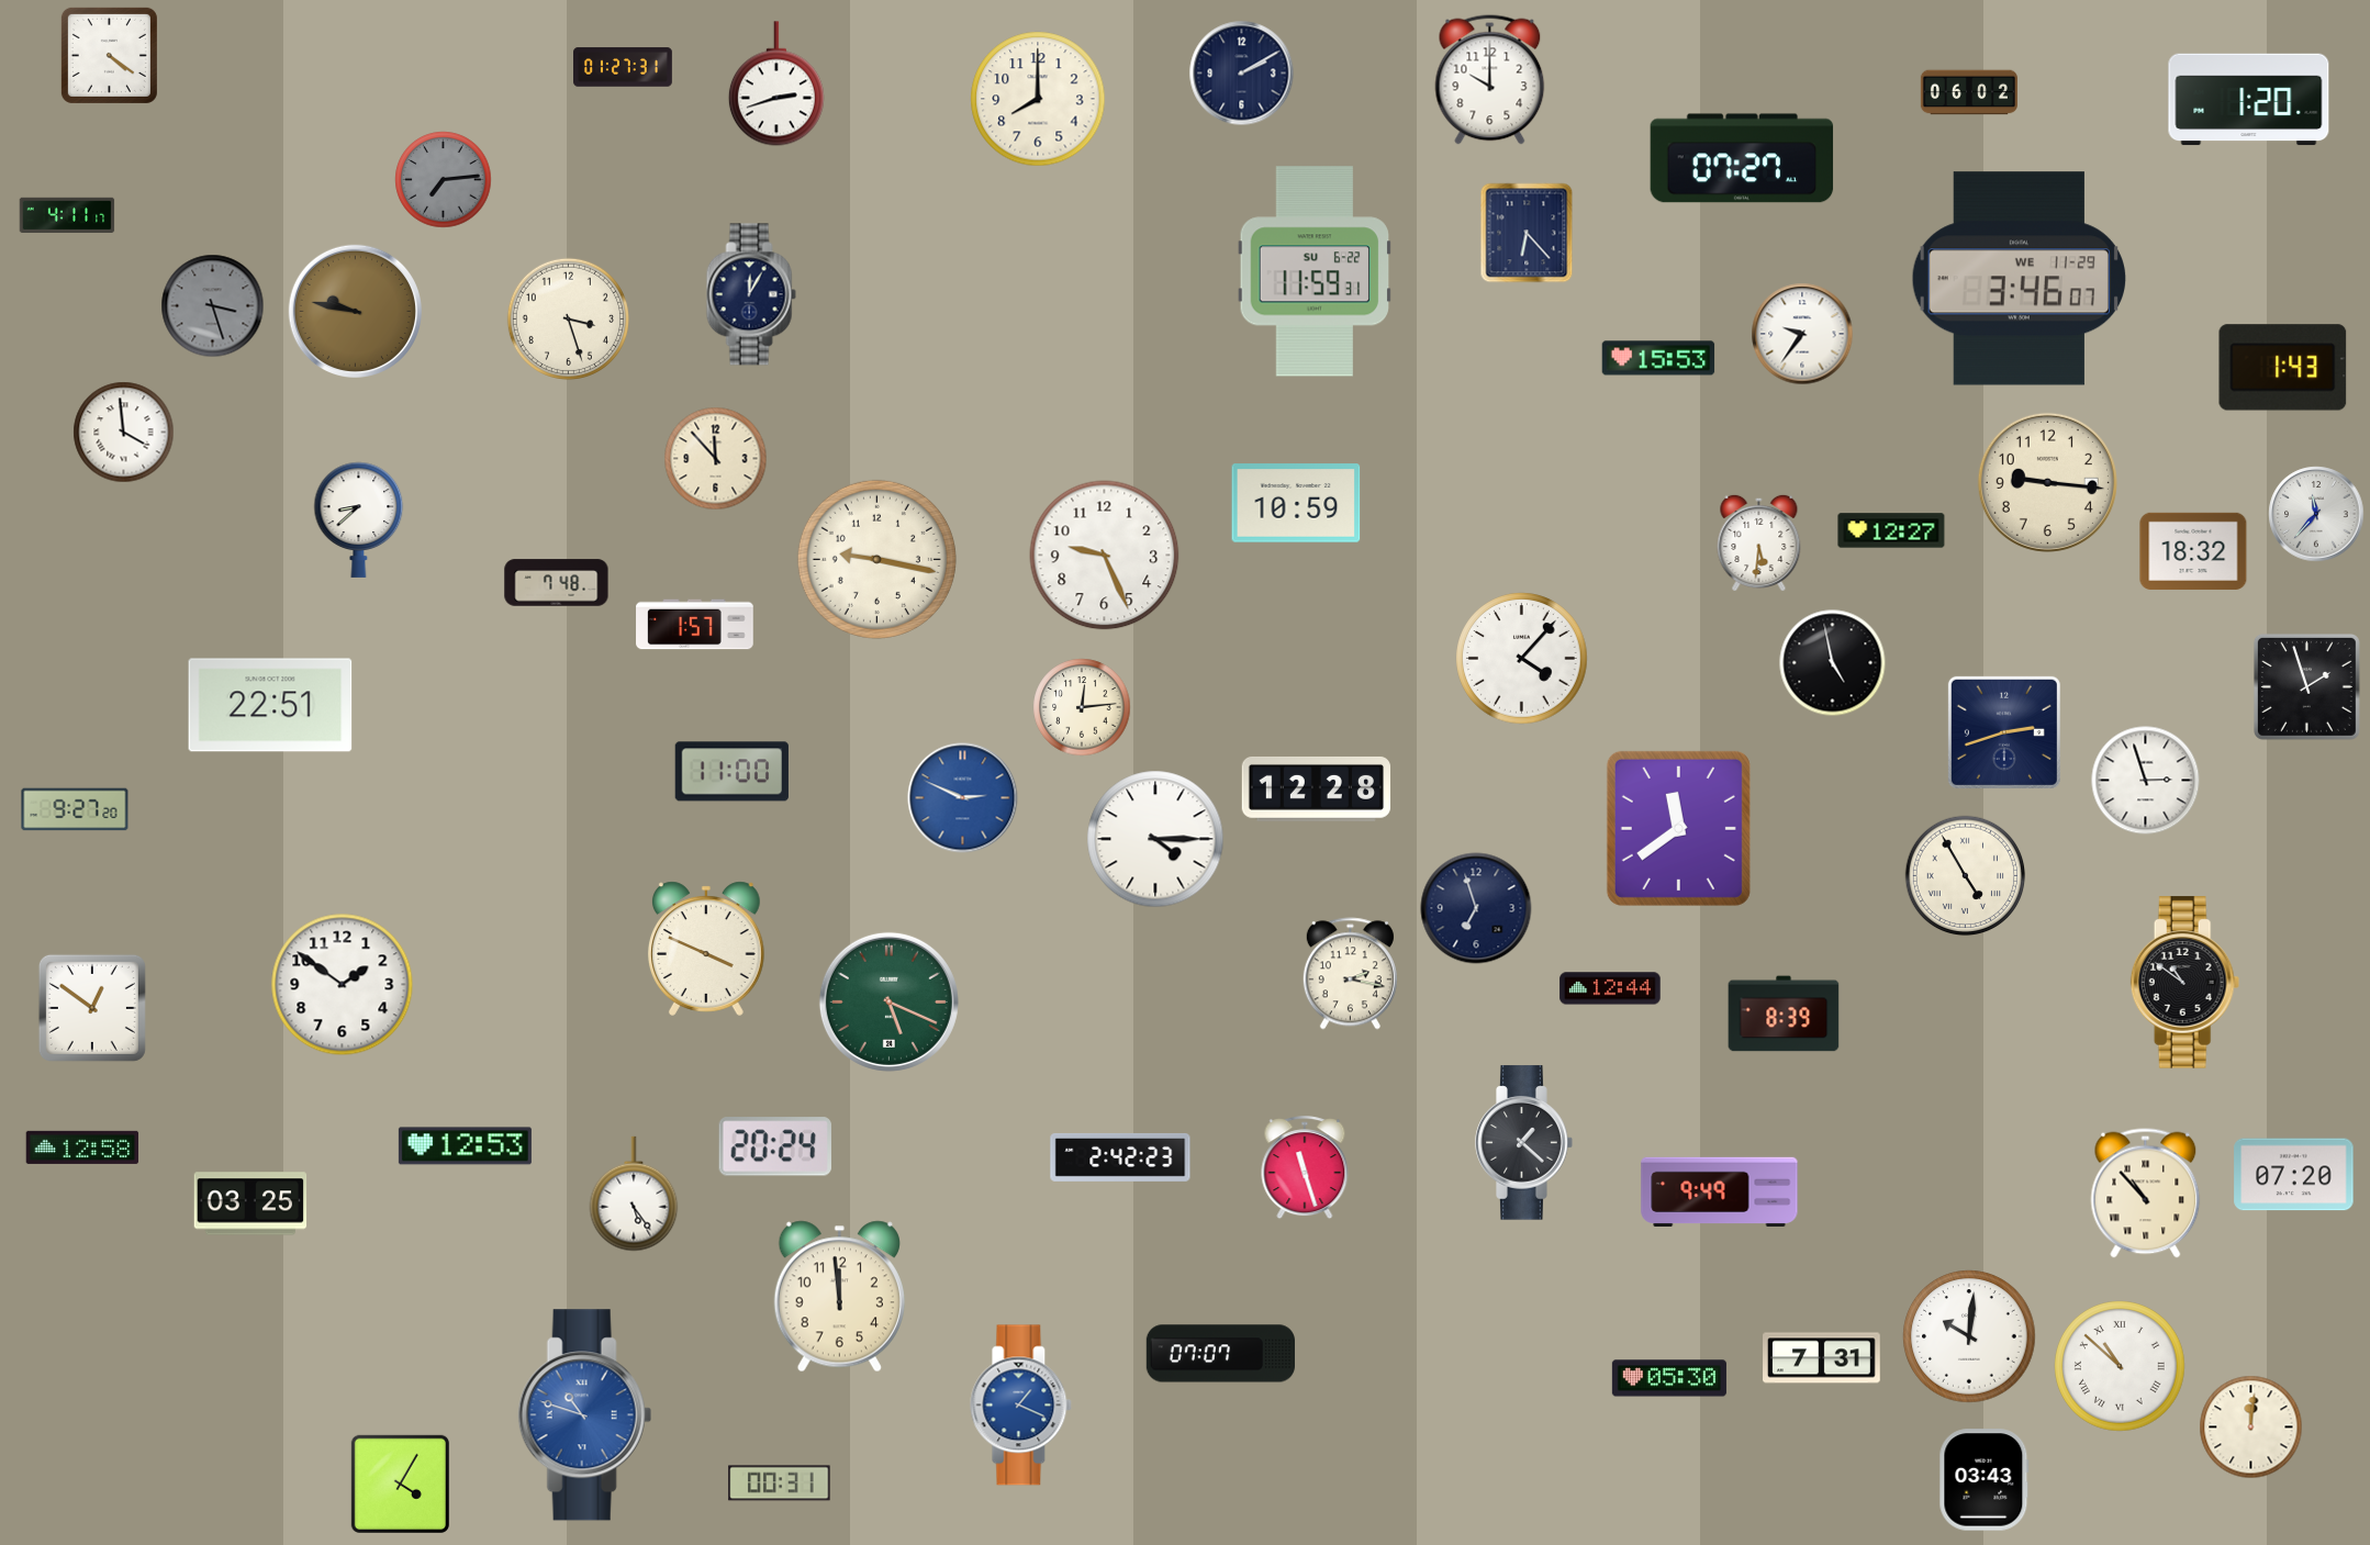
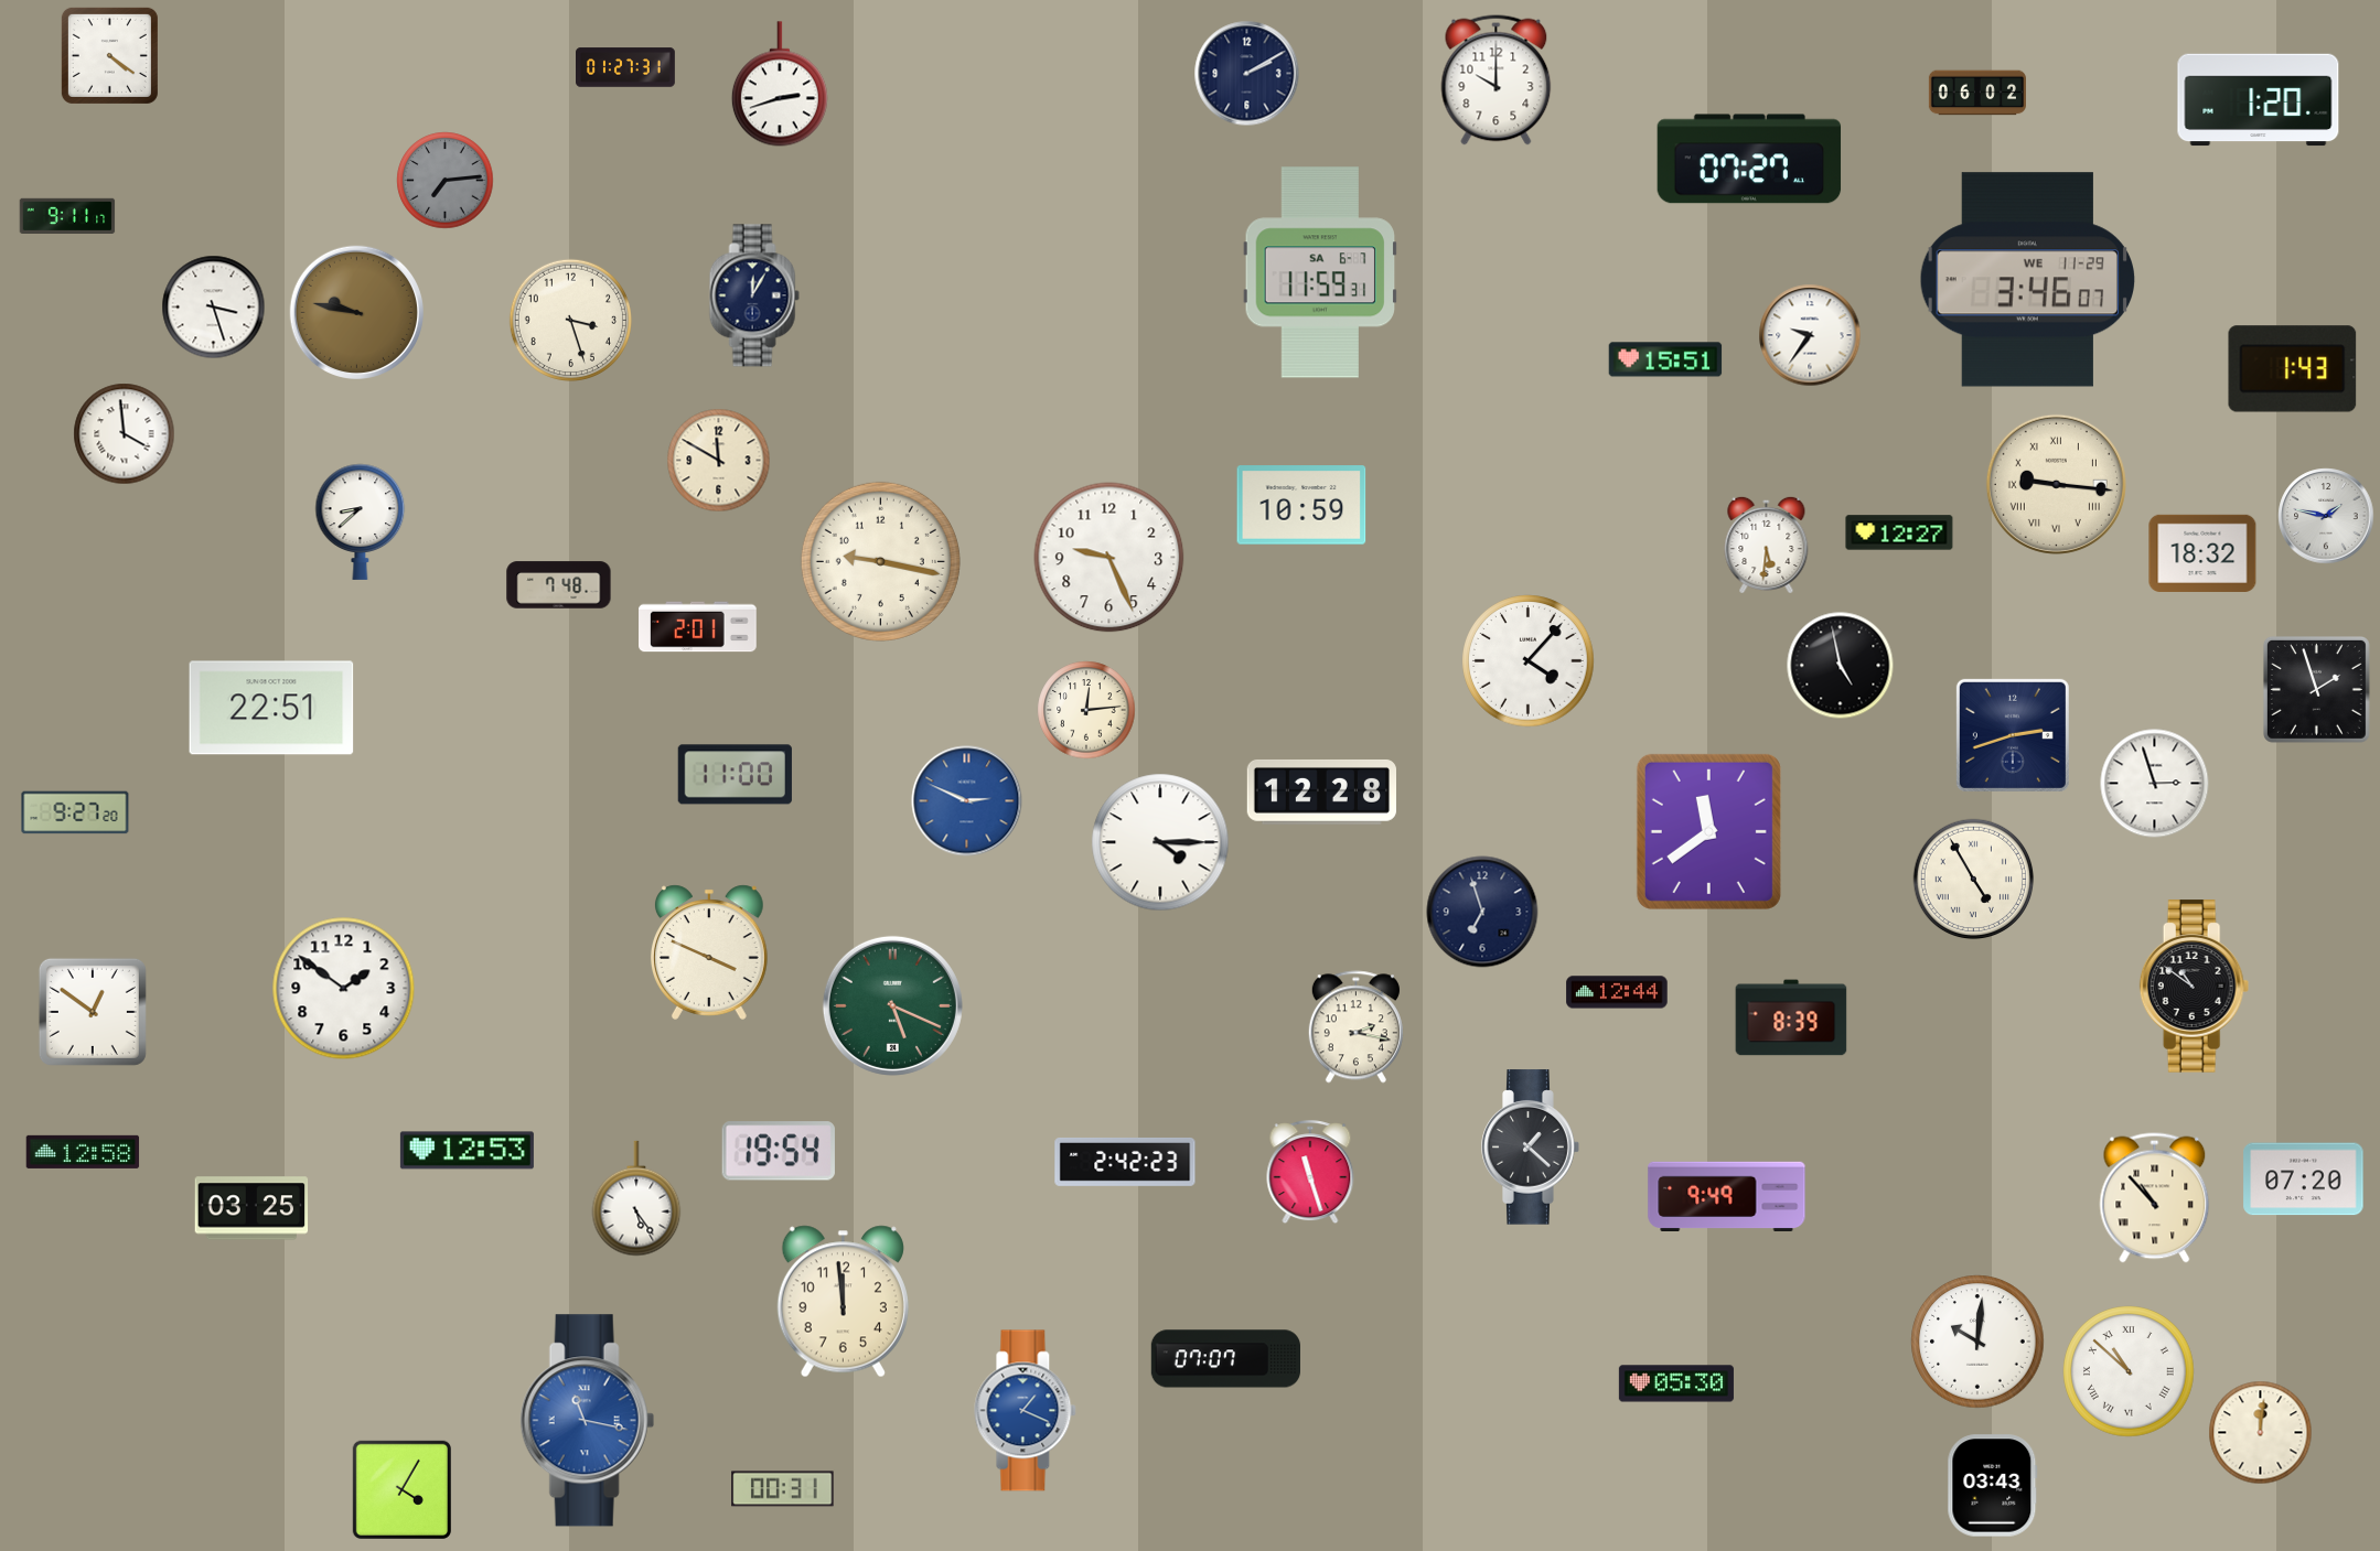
clock at (1038, 99): 8:00 -> none
clock at (67, 214): 4:11 -> 9:11
clock at (1527, 233): 6:23 -> none
clock at (1315, 271) date: SU 6-22 -> SA 6-7
clock at (213, 306) dial: grey -> white
clock at (1658, 358): 15:53 -> 15:51
clock at (716, 459): 11:53 -> 11:50
clock at (2047, 482) numerals: Arabic -> Roman
clock at (2316, 514): 11:37 -> 1:47
clock at (695, 625): 1:57 -> 2:01
clock at (1678, 828) position: (1678, 828) -> (1708, 831)
clock at (1350, 974) position: (1350, 974) -> (1355, 1027)
clock at (775, 1146): 20:24 -> 19:54
clock at (1822, 1358): 7:31 -> none
clock at (584, 1415): 10:48 -> 11:17
